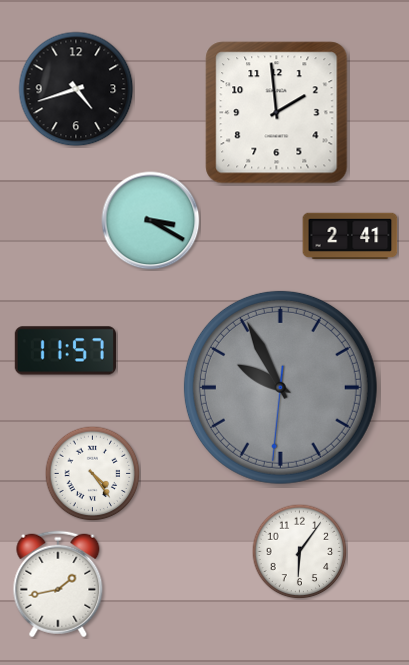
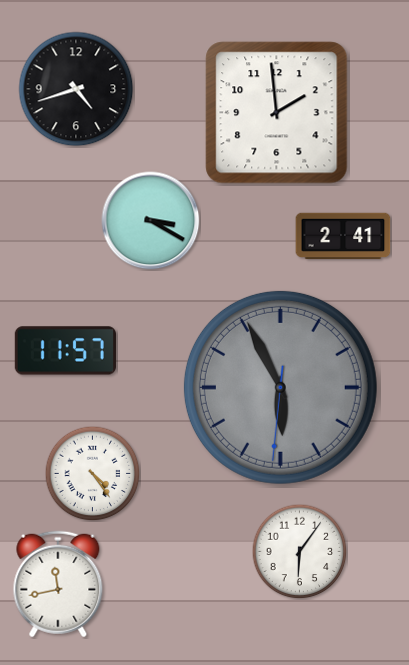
clock at (350, 236) position: (350, 236) -> (343, 236)
clock at (280, 387): 9:55 -> 5:55
clock at (58, 584): 1:43 -> 11:43
